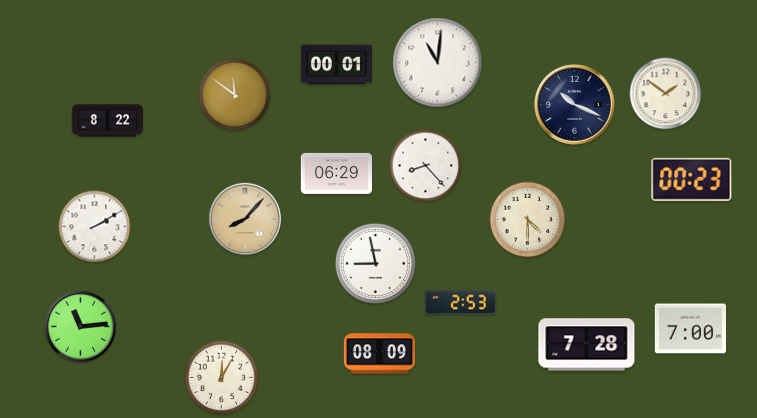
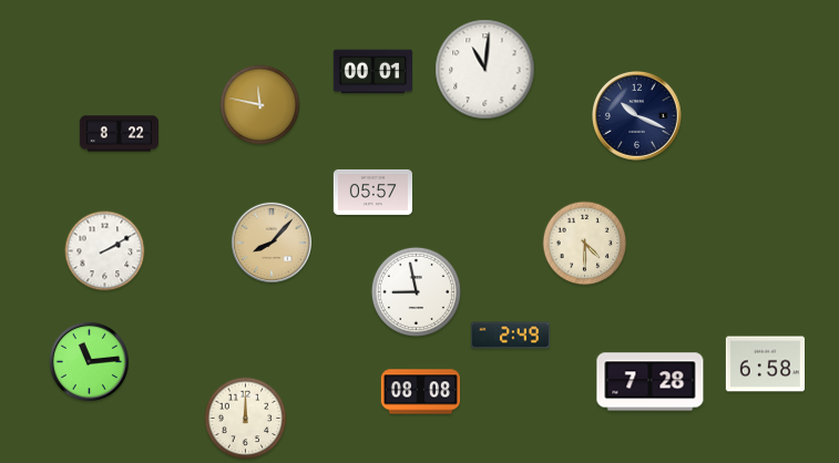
clock at (666, 94): 1:51 -> none
clock at (235, 95): 11:51 -> 11:47
clock at (426, 166): 8:23 -> none
clock at (336, 173): 06:29 -> 05:57
clock at (692, 179): 00:23 -> none
clock at (460, 303): 2:53 -> 2:49
clock at (690, 329): 7:00 -> 6:58
clock at (379, 354): 08:09 -> 08:08
clock at (222, 378): 12:05 -> 12:00
